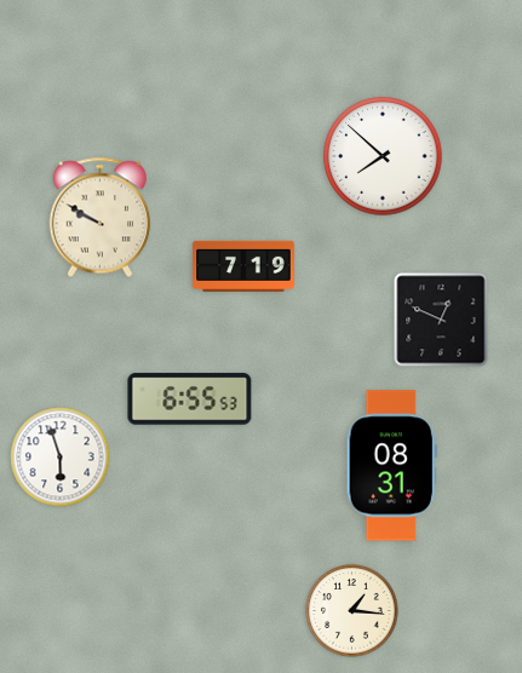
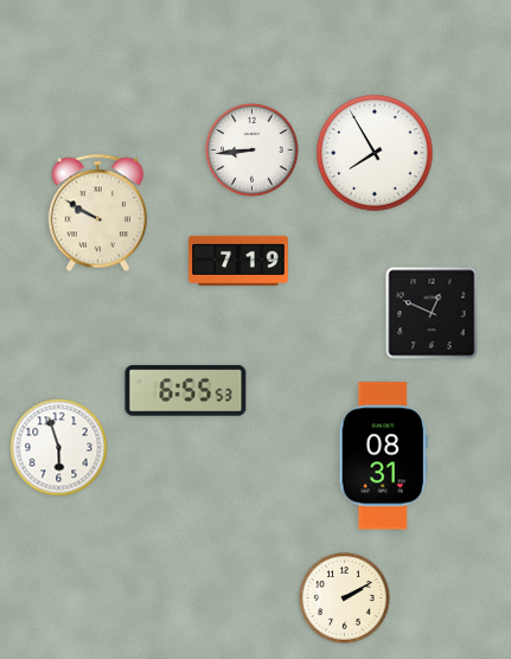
clock at (253, 151): none -> 8:44
clock at (383, 156): 7:52 -> 7:55
clock at (352, 611): 1:16 -> 2:10
